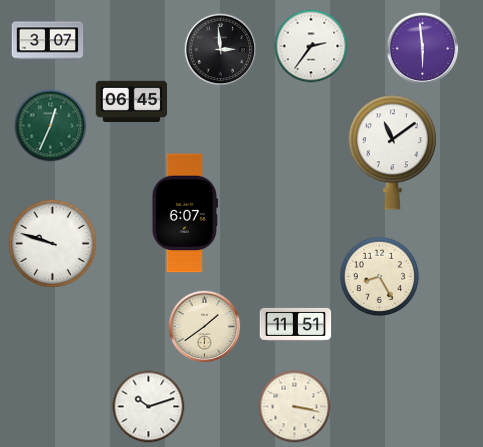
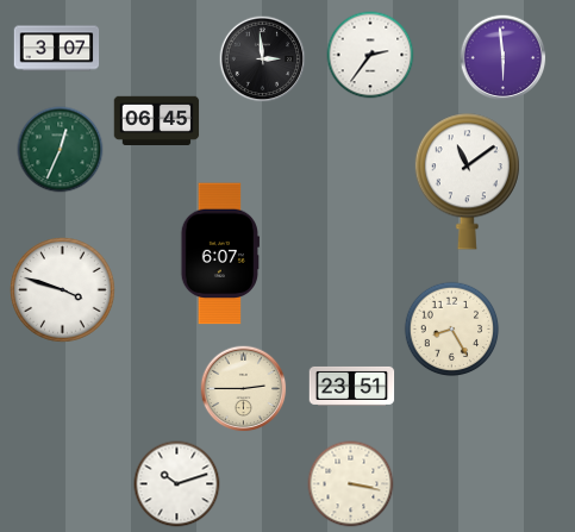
clock at (53, 244): 9:48 -> 3:48
clock at (296, 324): 11:51 -> 23:51
clock at (205, 327): 1:39 -> 2:45
